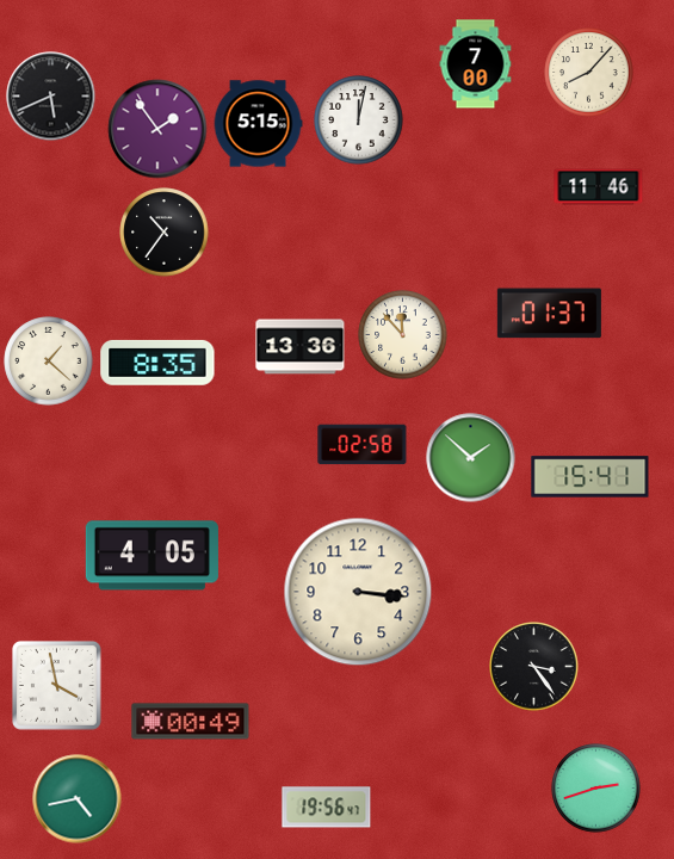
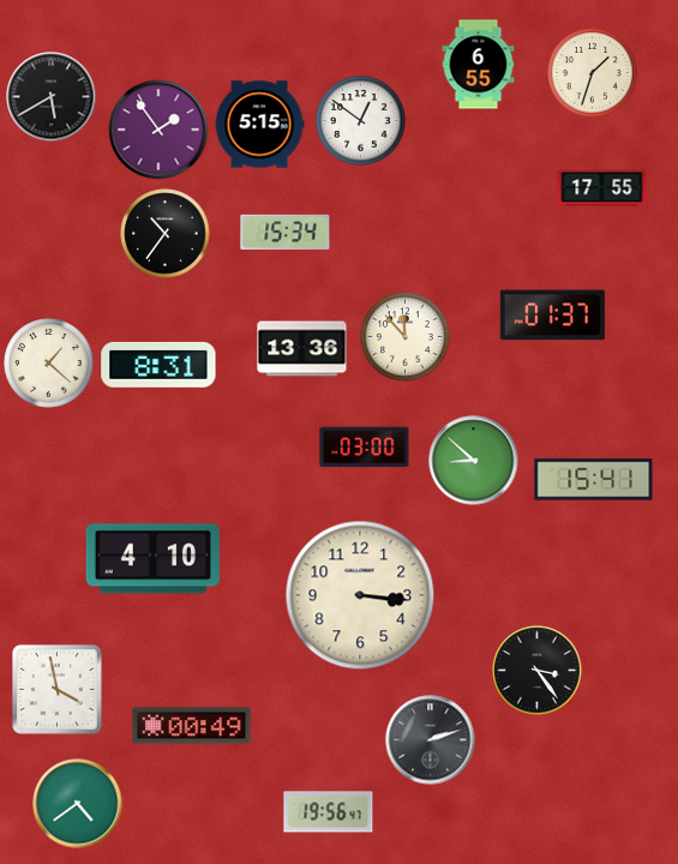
clock at (476, 64): 7:00 -> 6:55
clock at (589, 73): 8:07 -> 1:33
clock at (51, 97): 5:41 -> 5:40
clock at (359, 120): 12:02 -> 12:51
clock at (599, 187): 11:46 -> 17:55
clock at (286, 232): none -> 15:34
clock at (157, 363): 8:35 -> 8:31
clock at (363, 445): 02:58 -> 03:00
clock at (471, 458): 1:52 -> 8:52
clock at (152, 556): 4:05 -> 4:10
clock at (431, 740): none -> 2:12
clock at (596, 789): 2:42 -> none
clock at (78, 799): 4:43 -> 4:39
